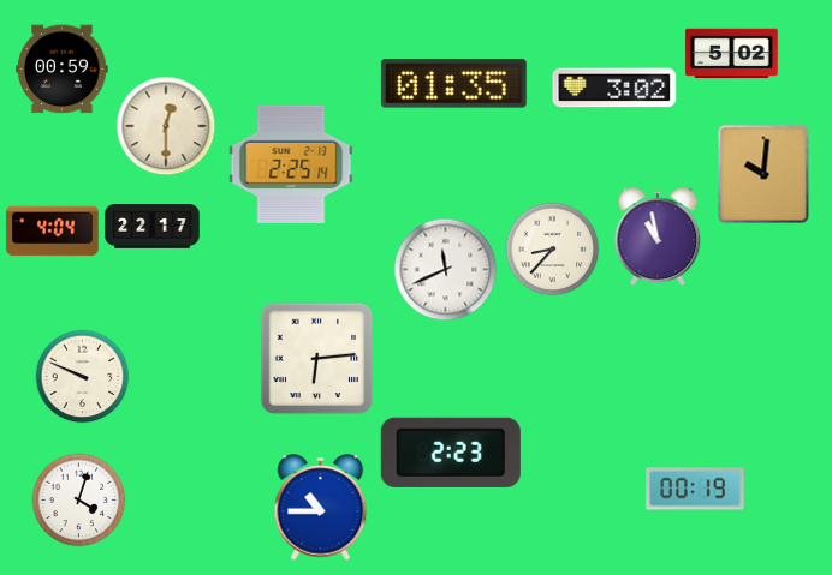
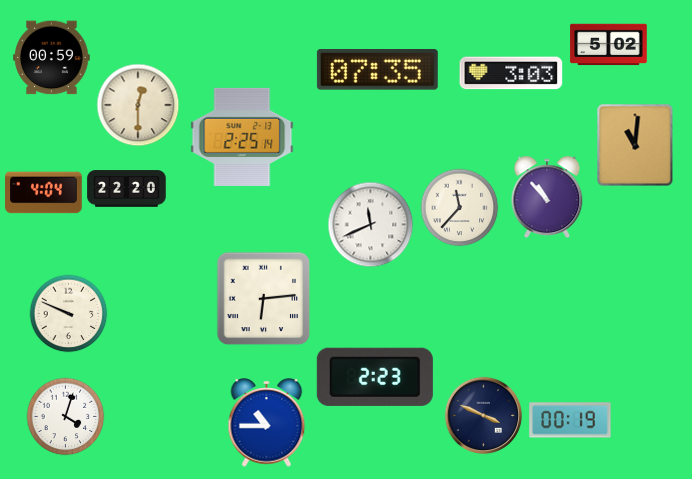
clock at (453, 84): 01:35 -> 07:35
clock at (614, 88): 3:02 -> 3:03
clock at (763, 174): 10:01 -> 11:01
clock at (153, 227): 22:17 -> 22:20
clock at (658, 236): 10:58 -> 10:53
clock at (552, 248): 8:37 -> 11:37
clock at (695, 489) position: (695, 489) -> (570, 420)
clock at (483, 415): none -> 3:49
